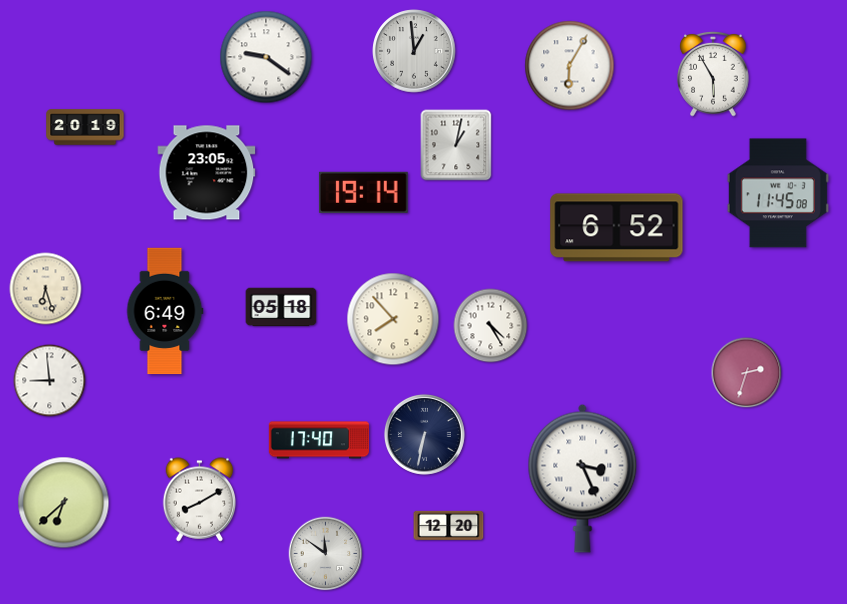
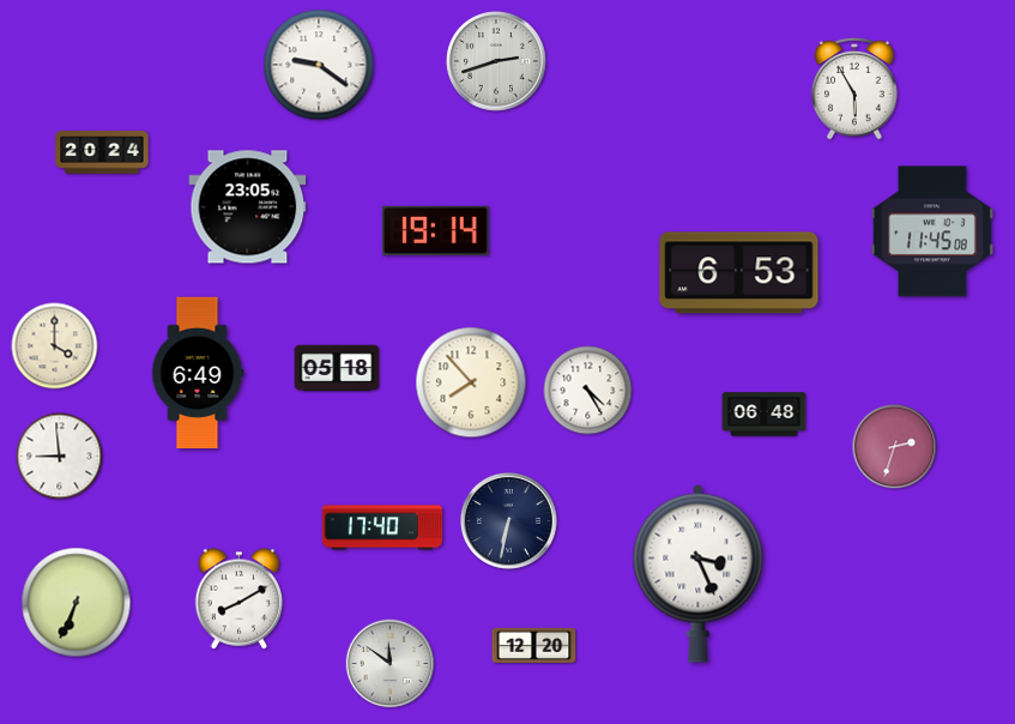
clock at (414, 51): 12:59 -> 2:42
clock at (266, 57) position: (266, 57) -> (319, 65)
clock at (570, 66): 6:05 -> none
clock at (85, 127): 20:19 -> 20:24
clock at (456, 145): 1:02 -> none
clock at (617, 228): 6:52 -> 6:53
clock at (46, 289): 6:27 -> 4:00
clock at (765, 415): none -> 06:48
clock at (64, 503): 6:38 -> 6:34
clock at (449, 525) position: (449, 525) -> (534, 645)
